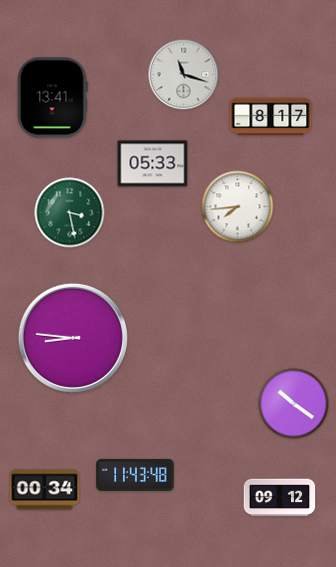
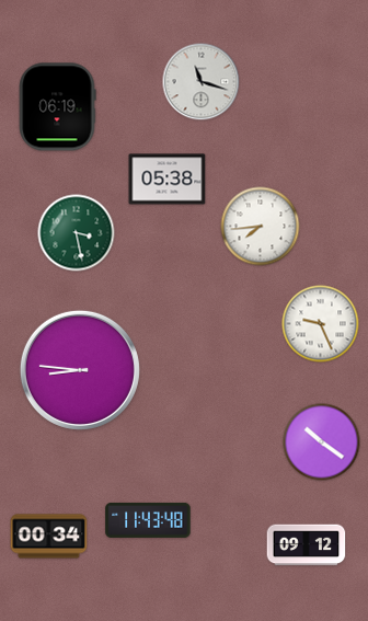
clock at (52, 98): 13:41 -> 06:19
clock at (271, 117): 8:17 -> none
clock at (153, 164): 05:33 -> 05:38
clock at (321, 324): none -> 9:26
